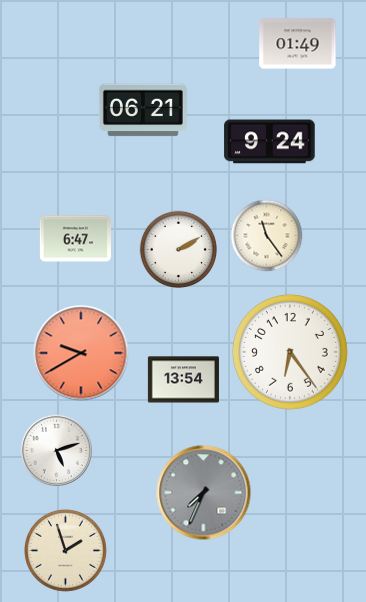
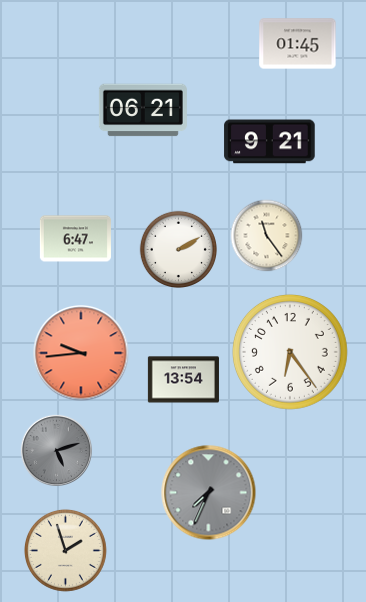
clock at (298, 44): 01:49 -> 01:45
clock at (270, 142): 9:24 -> 9:21
clock at (81, 353): 9:40 -> 9:44
clock at (56, 450) dial: white -> grey
clock at (204, 493) position: (204, 493) -> (209, 493)
